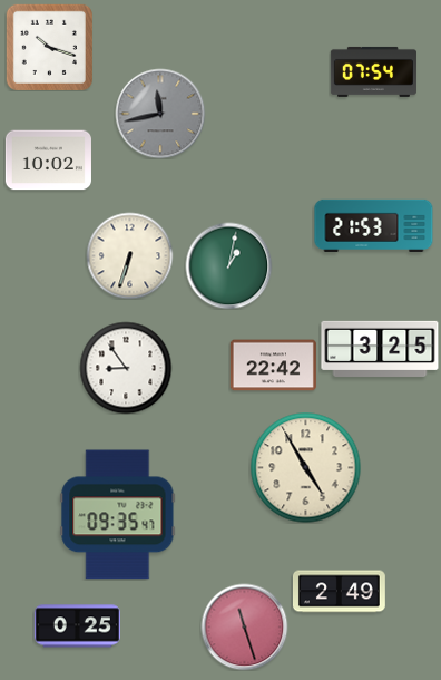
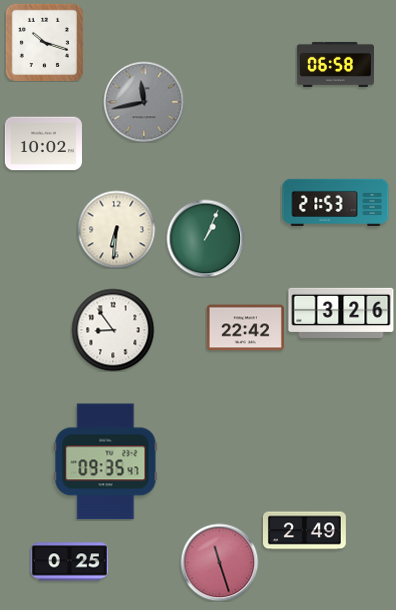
clock at (373, 71): 07:54 -> 06:58
clock at (129, 255): 6:33 -> 6:31
clock at (228, 265): 1:02 -> 1:04
clock at (380, 349): 3:25 -> 3:26
clock at (306, 468): 4:55 -> none
